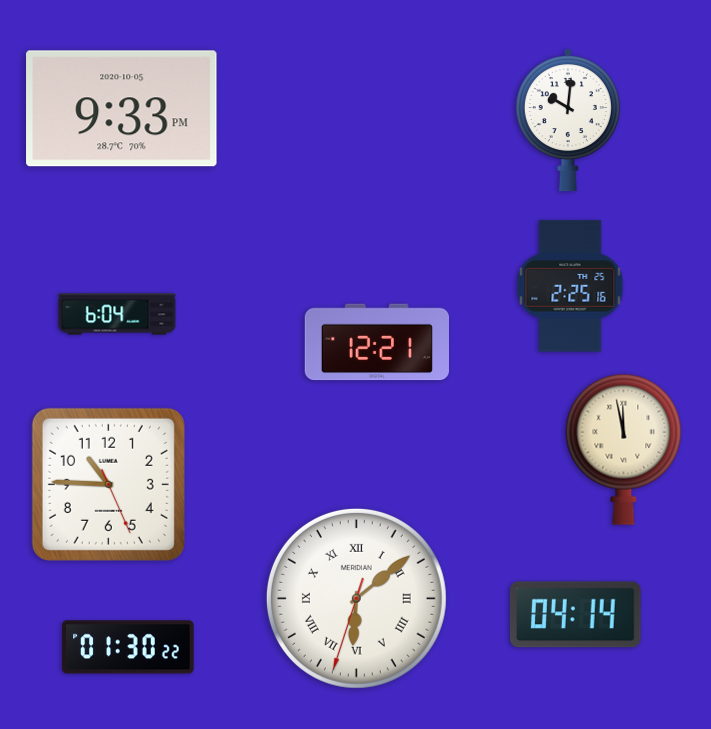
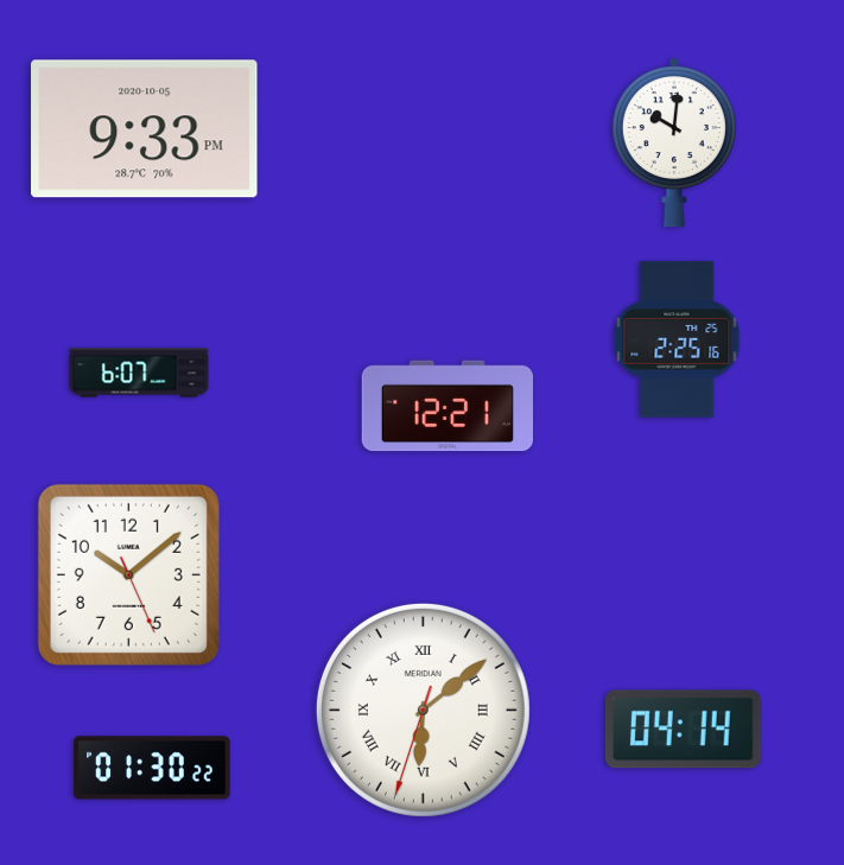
clock at (117, 314): 6:04 -> 6:07
clock at (624, 449): 11:58 -> none
clock at (108, 484): 10:45 -> 10:08
